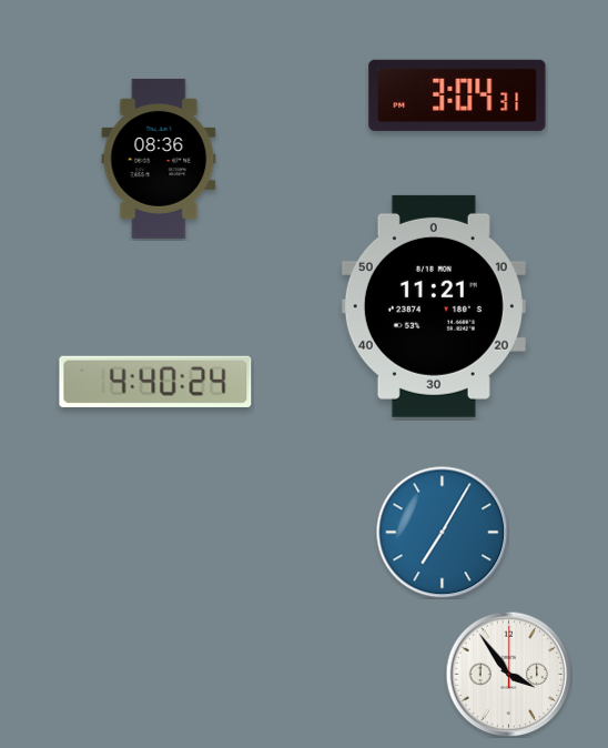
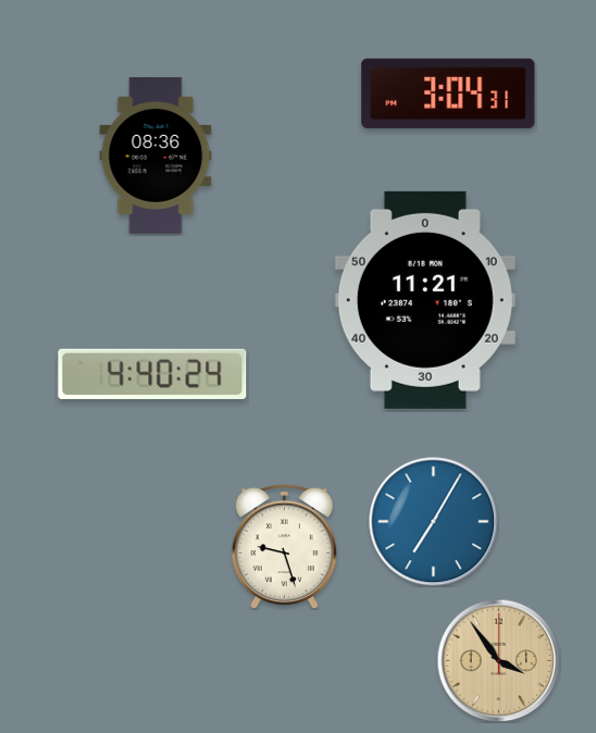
clock at (284, 546): none -> 9:27
clock at (508, 674) dial: white -> champagne
